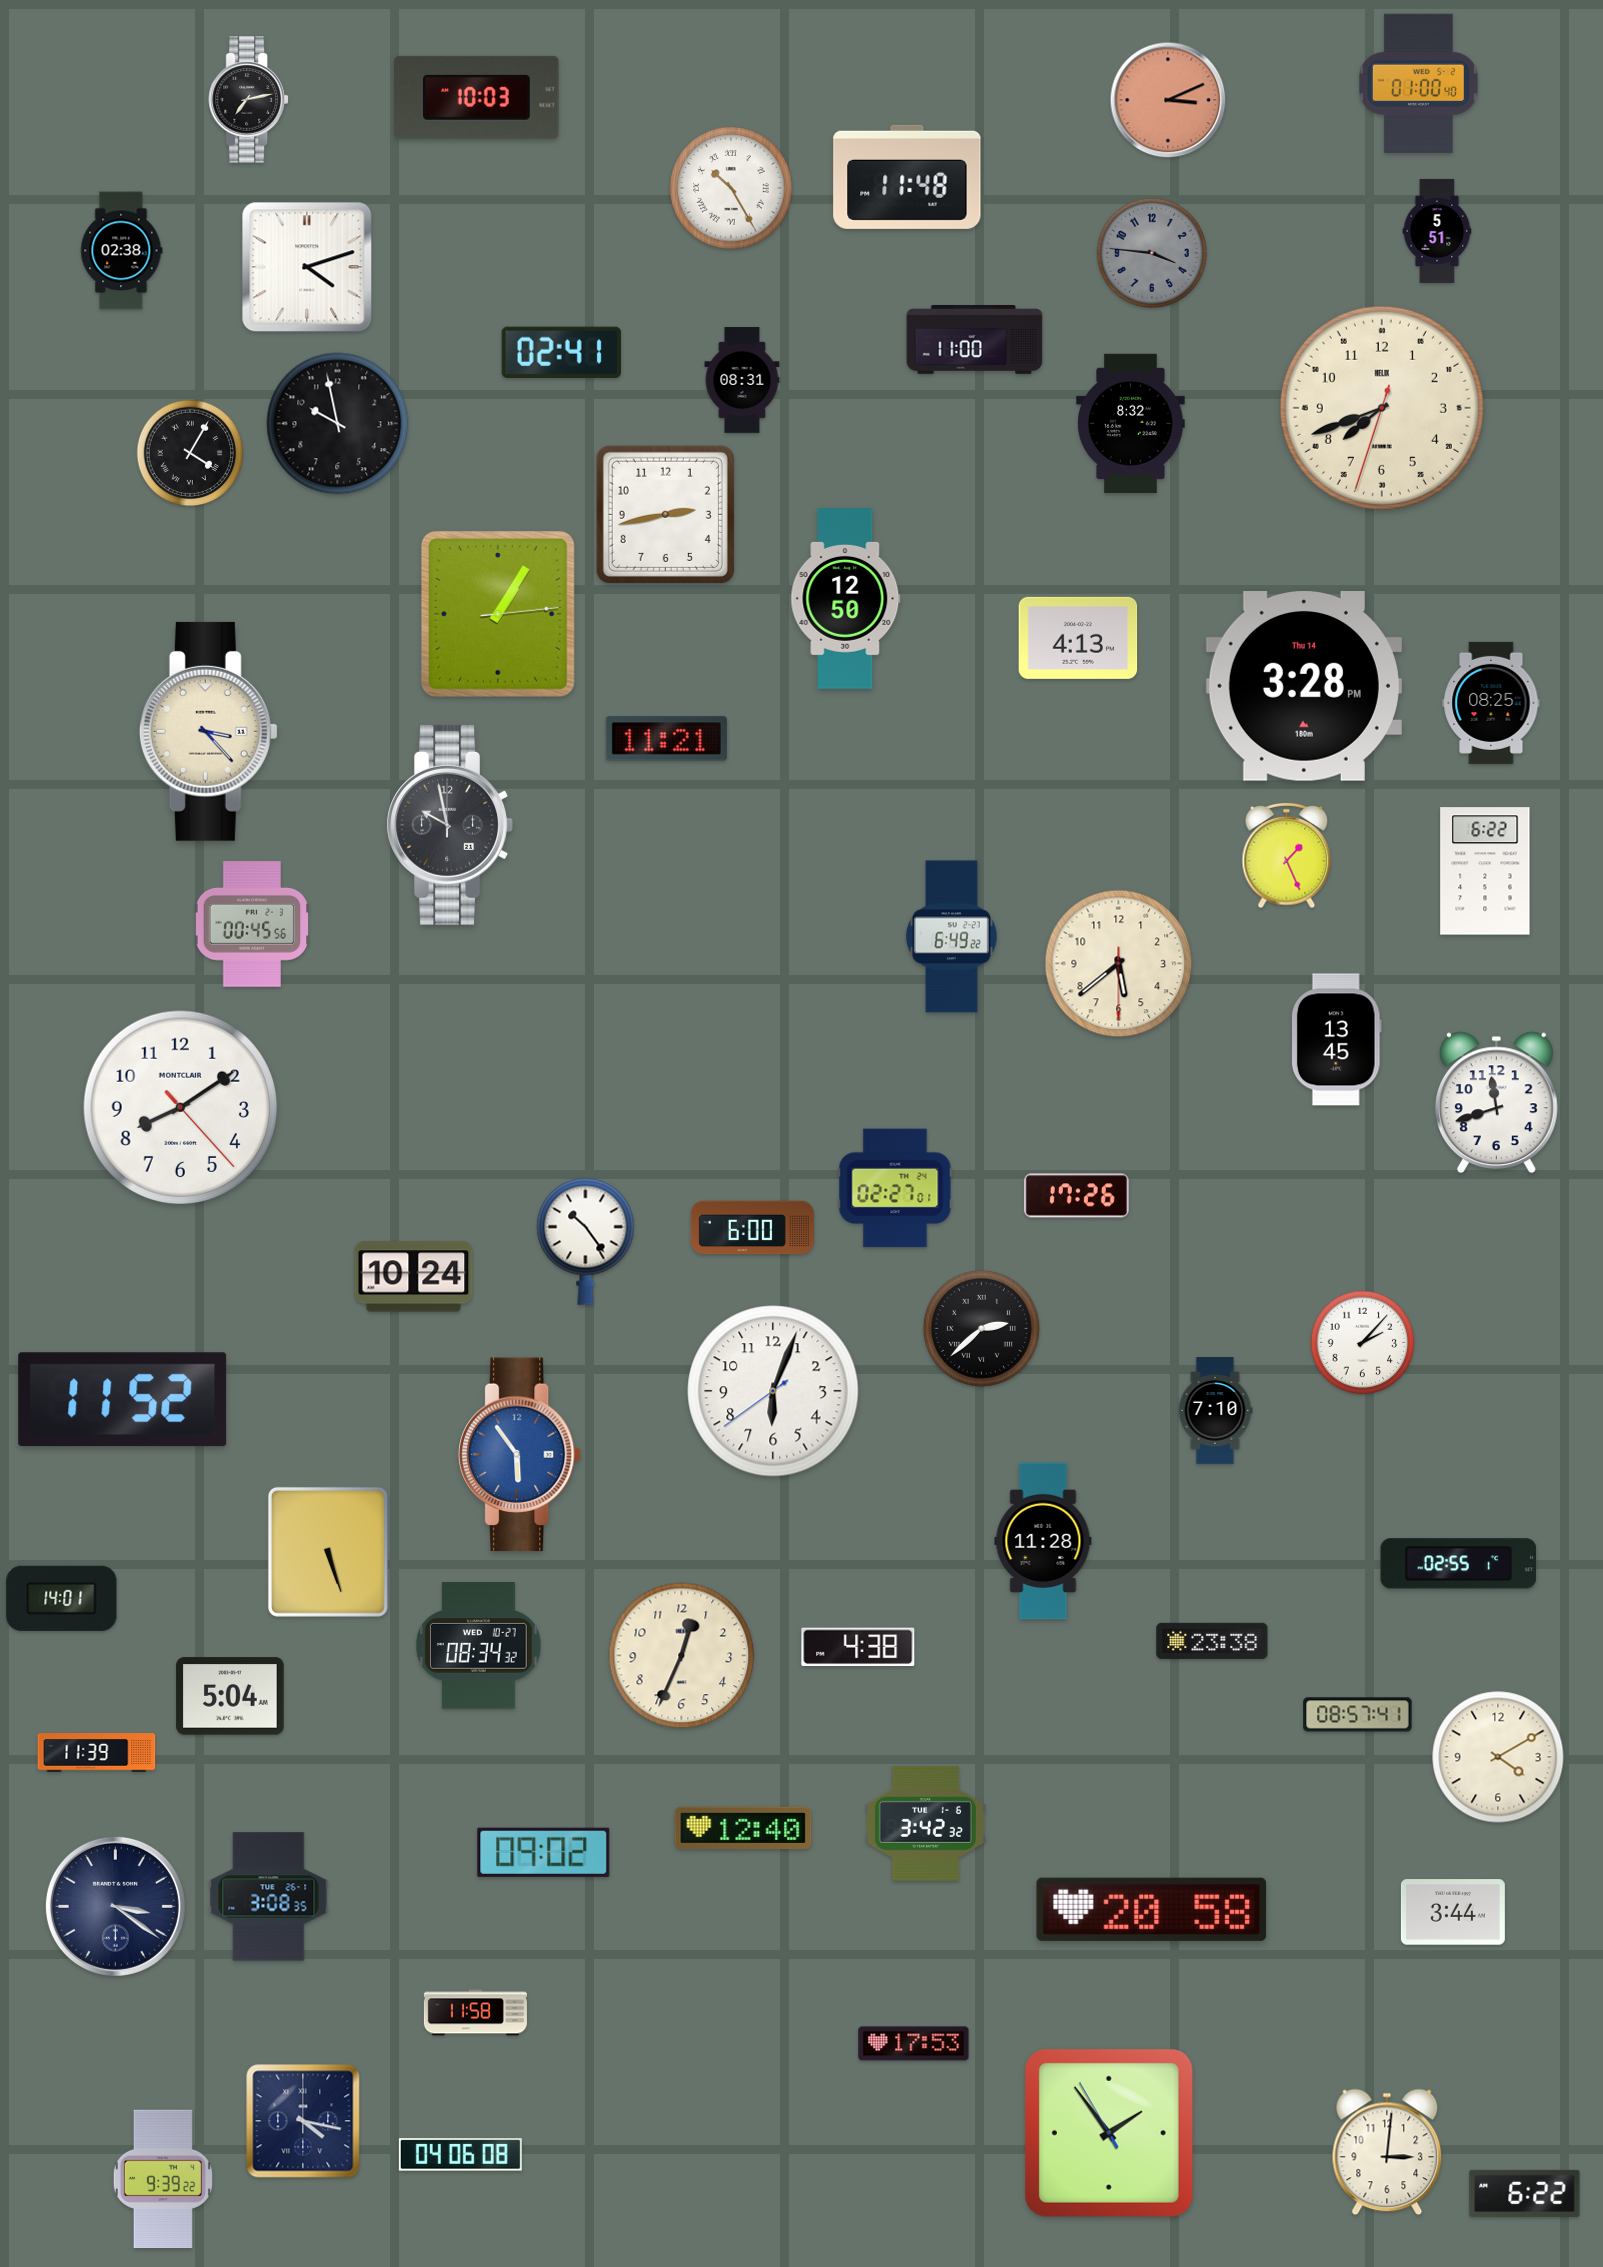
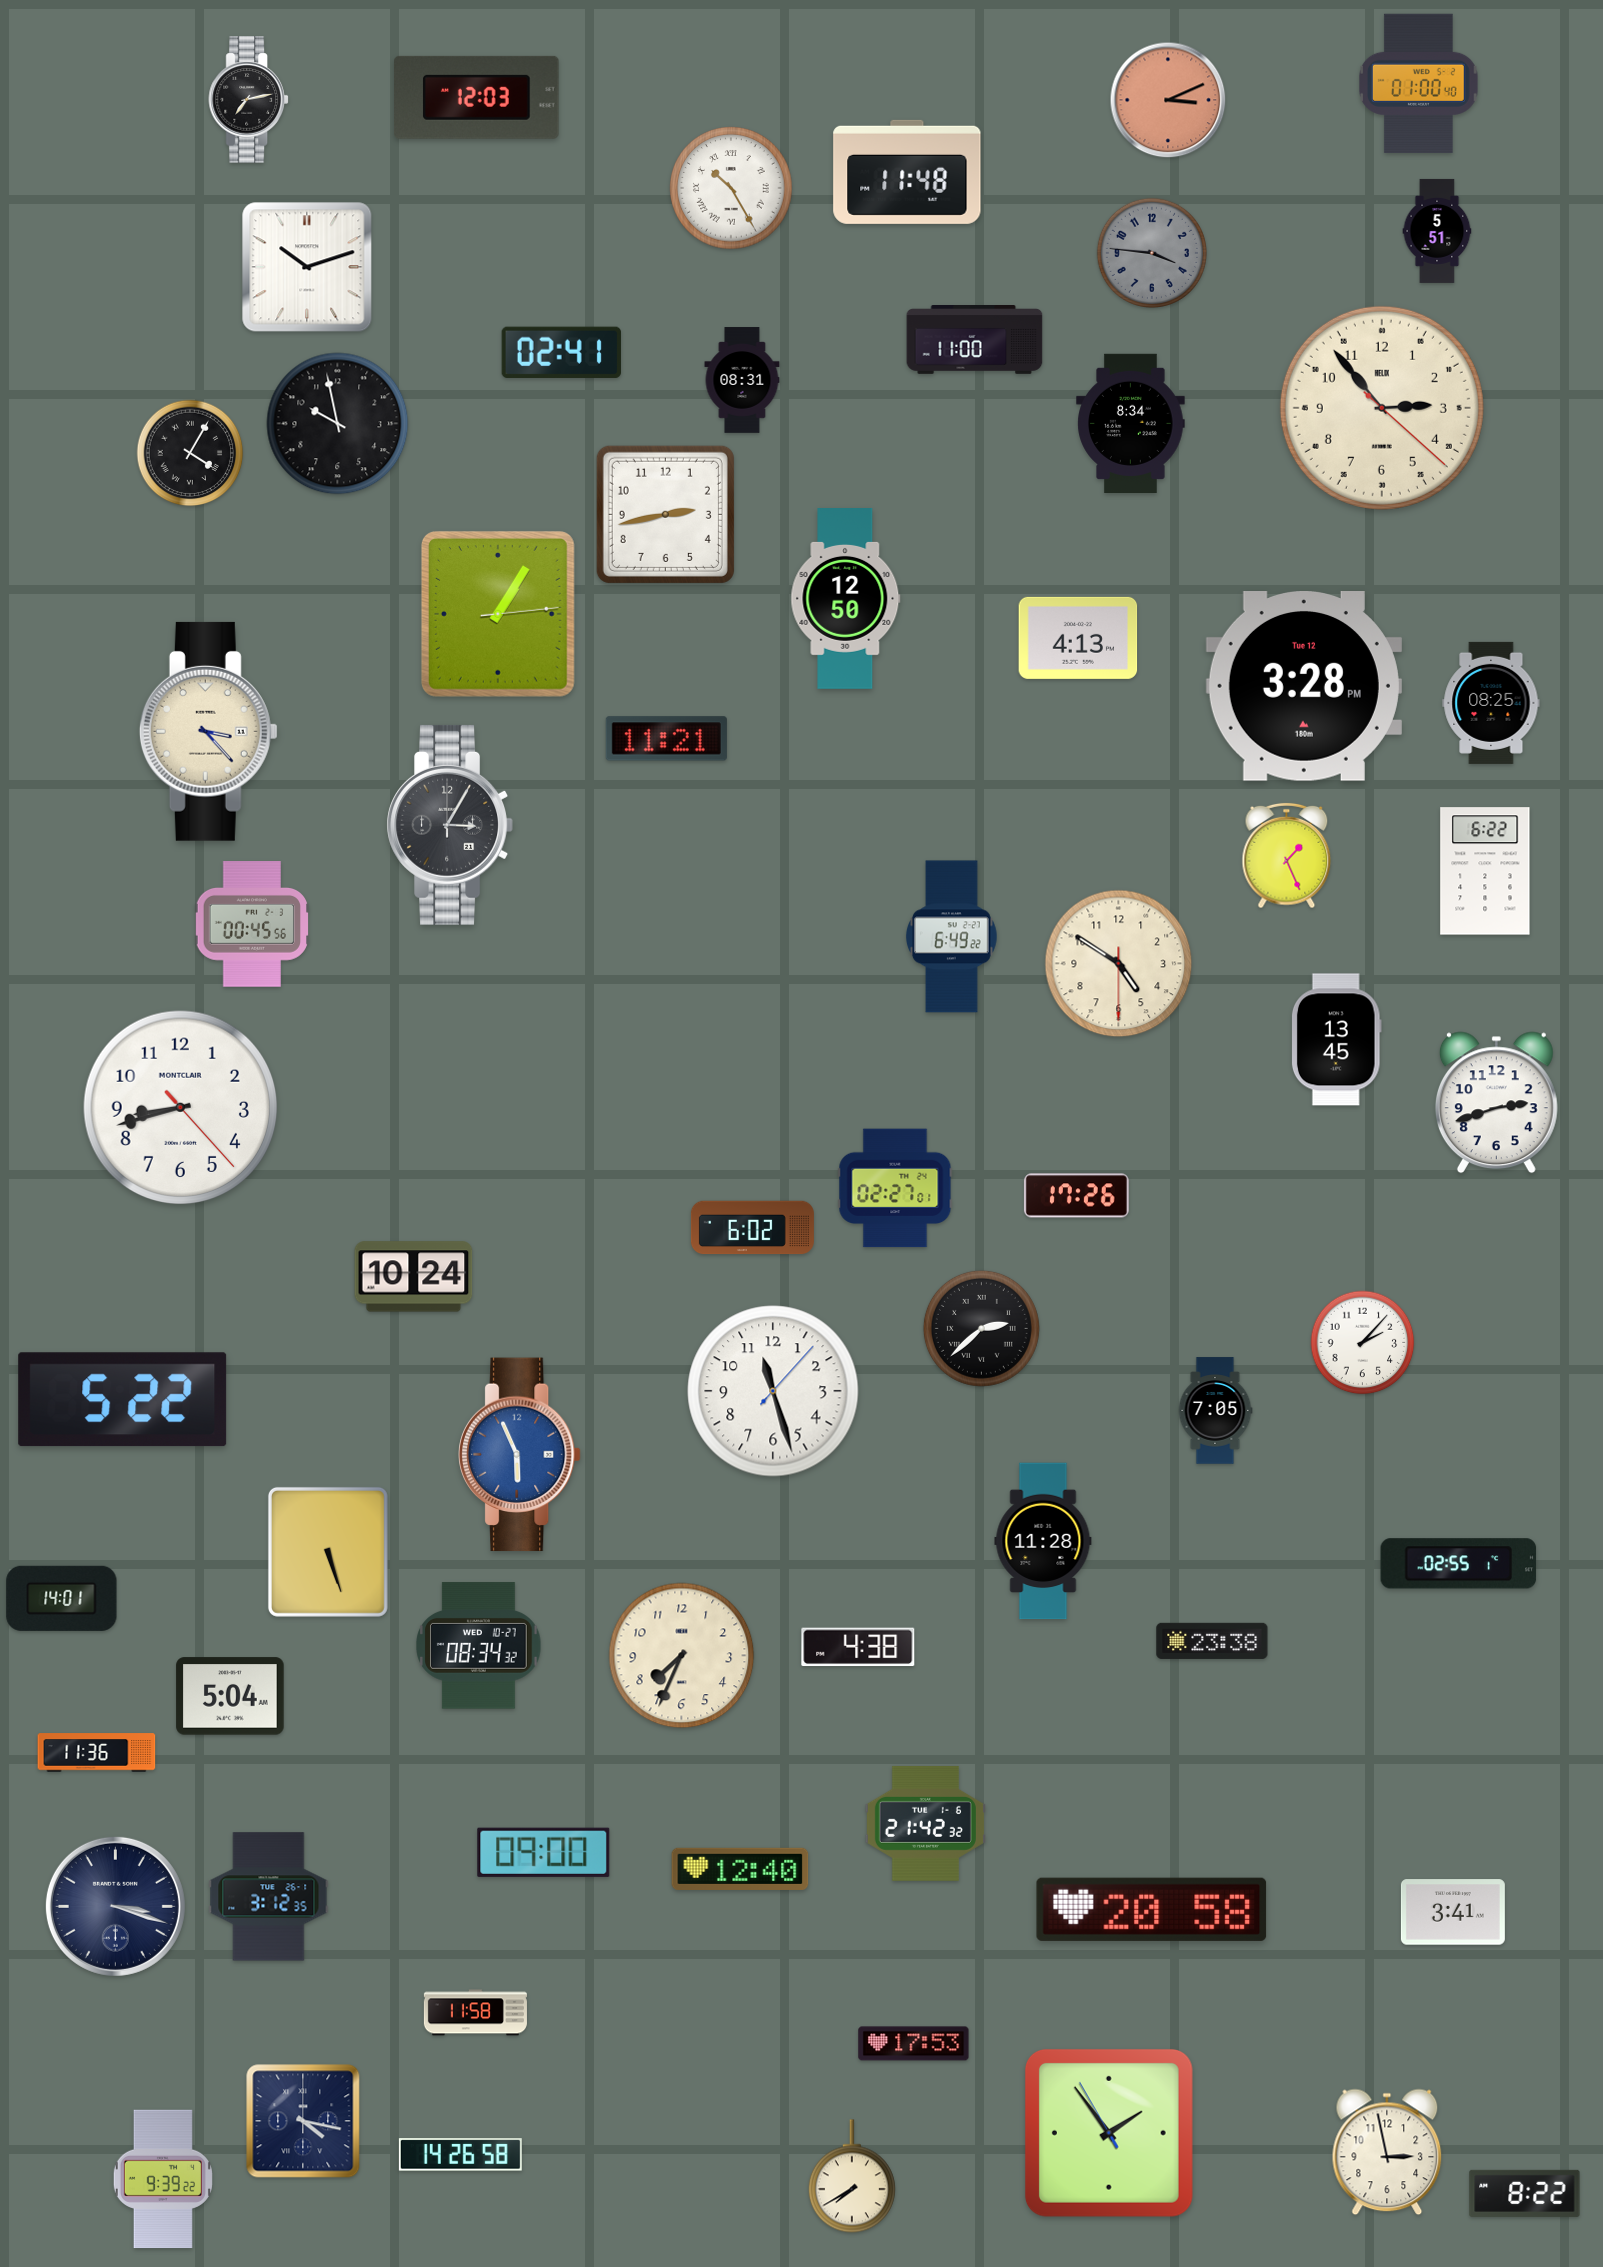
clock at (477, 97): 10:03 -> 12:03
clock at (907, 177) position: (907, 177) -> (907, 172)
clock at (122, 251): 02:38 -> none
clock at (307, 267): 4:12 -> 10:12
clock at (1382, 408): 7:41 -> 2:53
clock at (1131, 423): 8:32 -> 8:34
clock at (1304, 687) date: Thu 14 -> Tue 12
clock at (449, 825): 9:58 -> 3:05
clock at (1119, 964): 5:38 -> 4:50
clock at (1496, 1103): 11:42 -> 2:42
clock at (181, 1108): 8:09 -> 8:42
clock at (752, 1228): 6:00 -> 6:02
clock at (586, 1241): 10:24 -> none
clock at (773, 1391): 6:03 -> 11:27
clock at (123, 1400): 11:52 -> 5:22
clock at (1215, 1411): 7:10 -> 7:05
clock at (520, 1455): 5:54 -> 5:56
clock at (682, 1656): 12:34 -> 7:34
clock at (1358, 1715): 08:57 -> none
clock at (97, 1753): 11:39 -> 11:36
clock at (1498, 1757): 4:10 -> none
clock at (925, 1823): 3:42 -> 21:42
clock at (743, 1828) position: (743, 1828) -> (740, 1869)
clock at (544, 1852): 09:02 -> 09:00
clock at (269, 1897): 3:08 -> 3:12
clock at (115, 1906): 3:21 -> 3:18
clock at (1453, 1912): 3:44 -> 3:41
clock at (1387, 2152): 3:01 -> 2:58
clock at (460, 2155): 04:06 -> 14:26
clock at (852, 2176): none -> 7:40
clock at (1525, 2193): 6:22 -> 8:22
